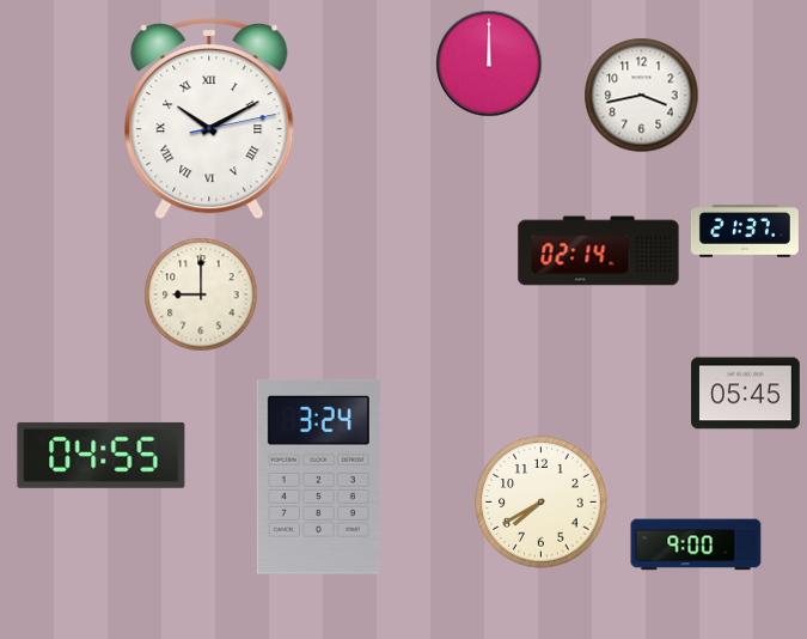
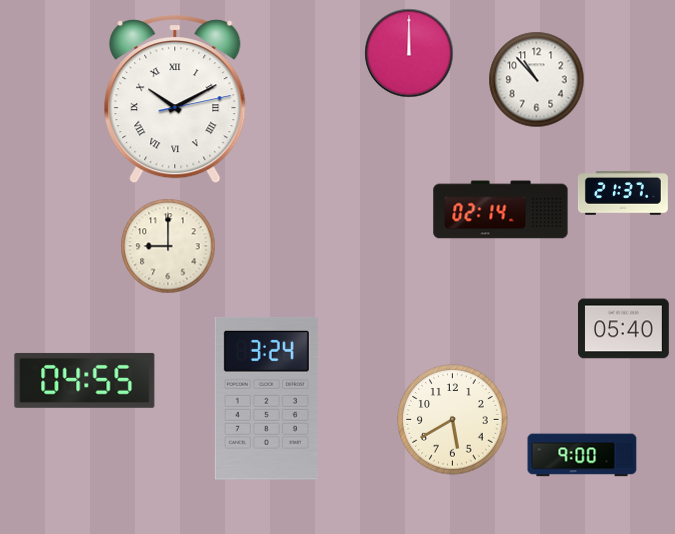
clock at (642, 96): 3:43 -> 10:53
clock at (746, 394): 05:45 -> 05:40
clock at (542, 503): 7:40 -> 5:40
